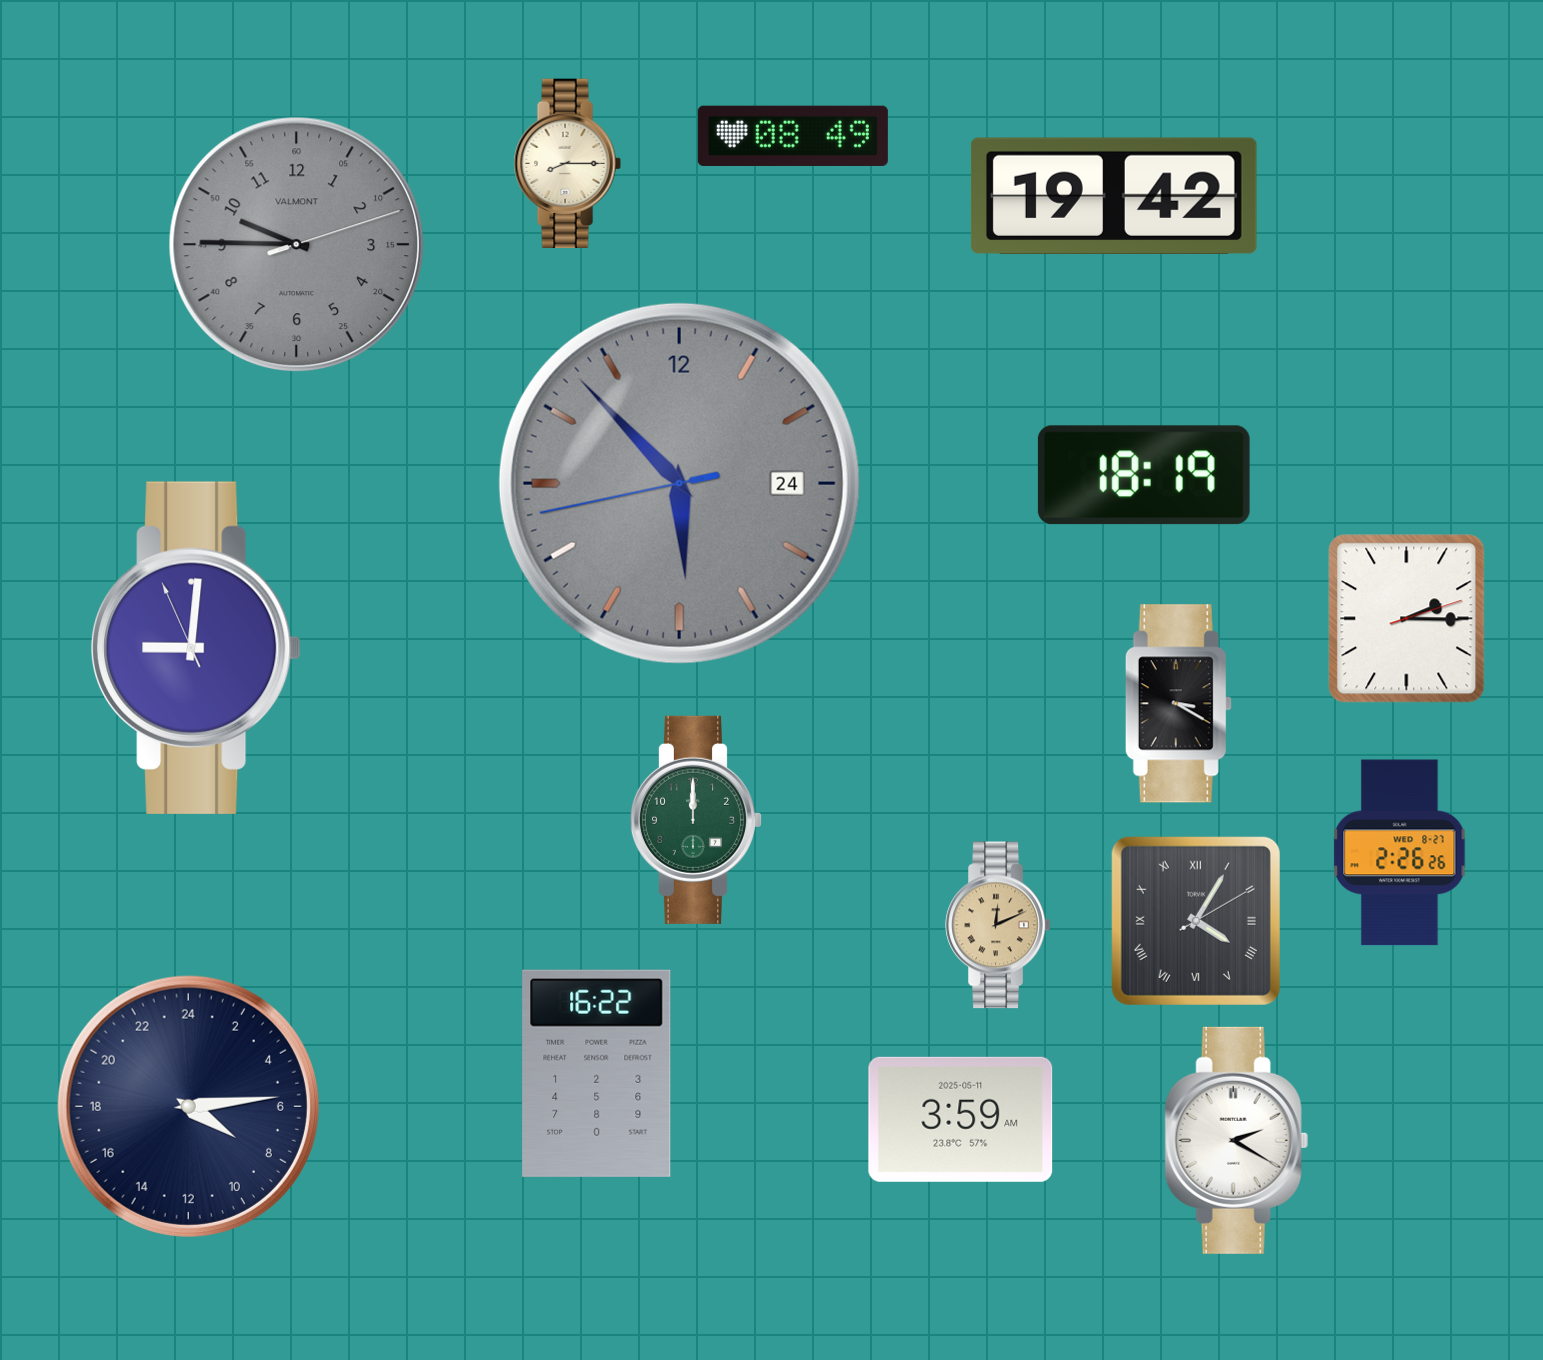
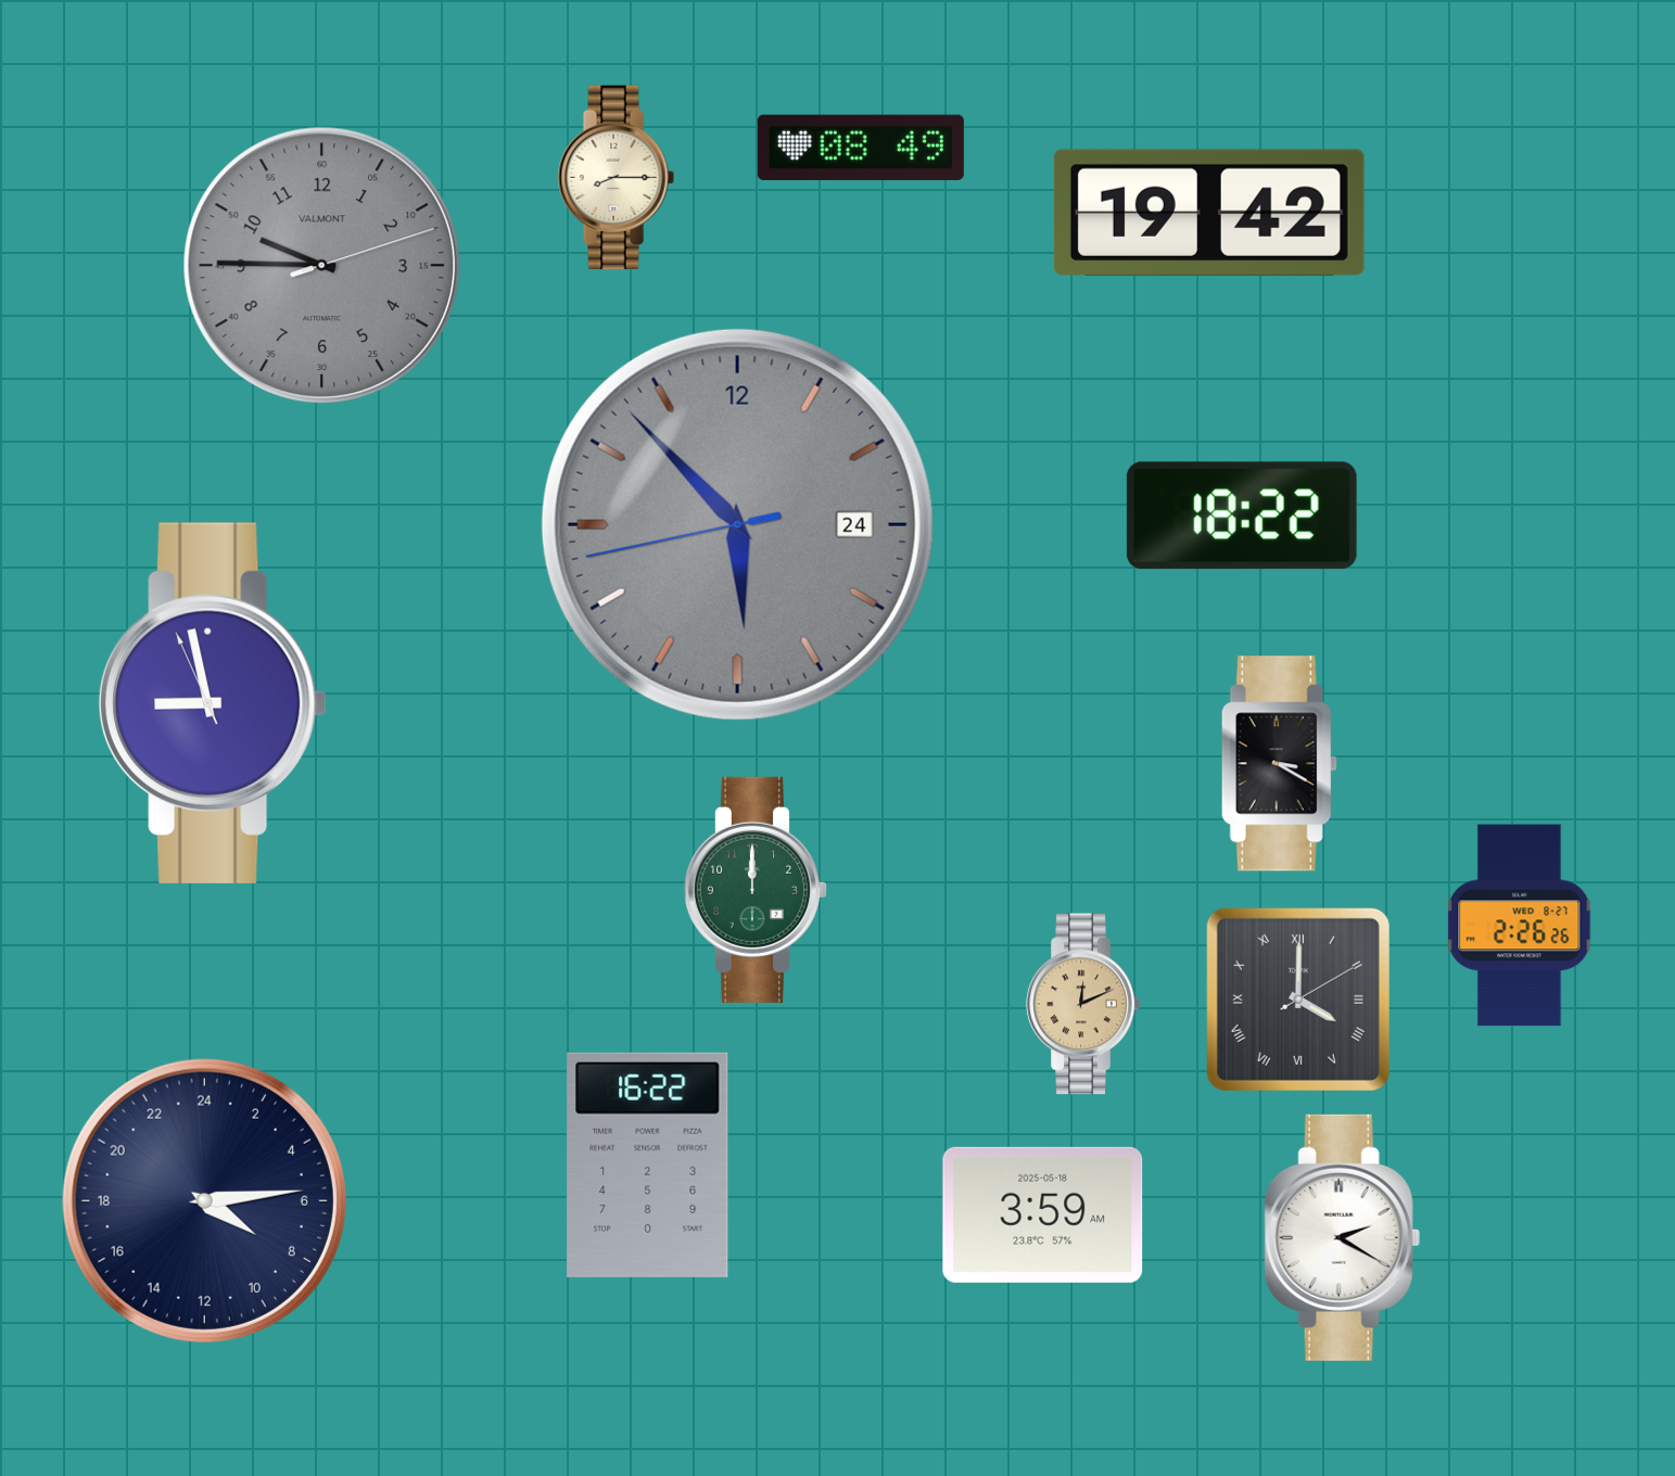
clock at (1144, 475): 18:19 -> 18:22
clock at (1407, 619): 2:15 -> none
clock at (197, 648): 9:00 -> 8:57
clock at (1196, 921): 4:05 -> 4:00
clock at (961, 1119) date: 2025-05-11 -> 2025-05-18
